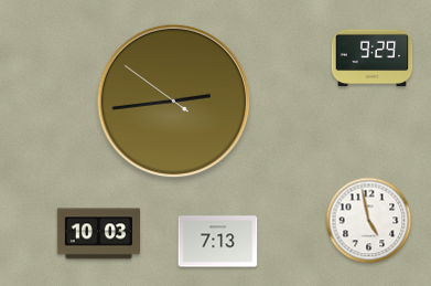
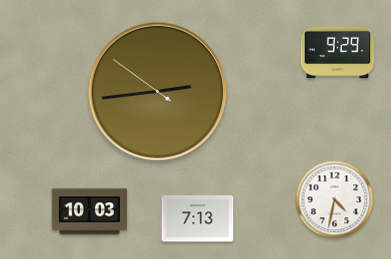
clock at (369, 221): 4:58 -> 4:32
